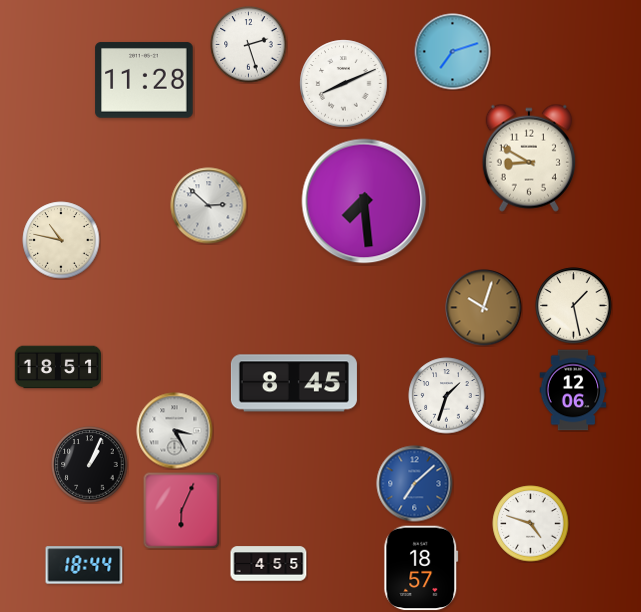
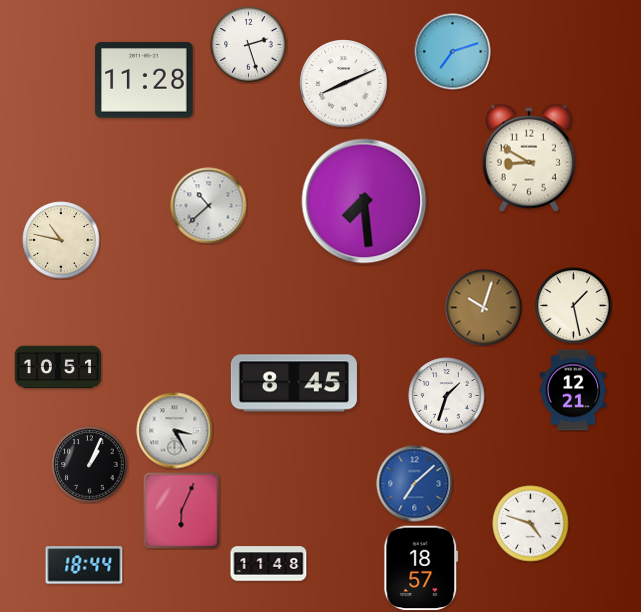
clock at (209, 206): 2:52 -> 10:38
clock at (58, 367): 18:51 -> 10:51
clock at (573, 390): 12:06 -> 12:21
clock at (269, 564): 4:55 -> 11:48
